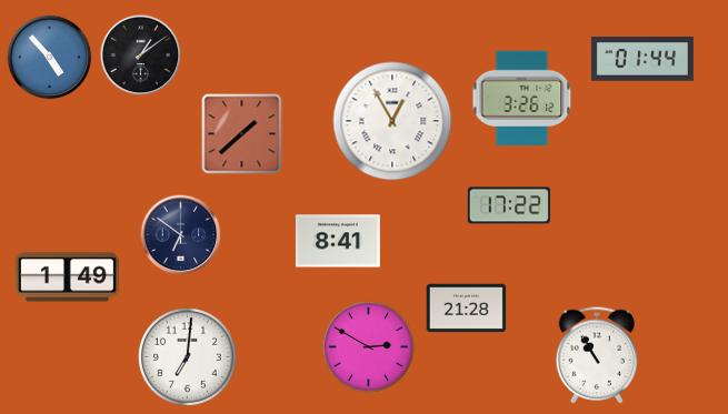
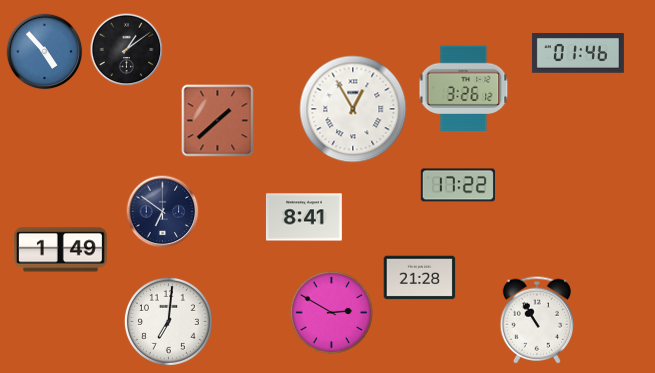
clock at (642, 59): 01:44 -> 01:46
clock at (522, 99) position: (522, 99) -> (464, 89)
